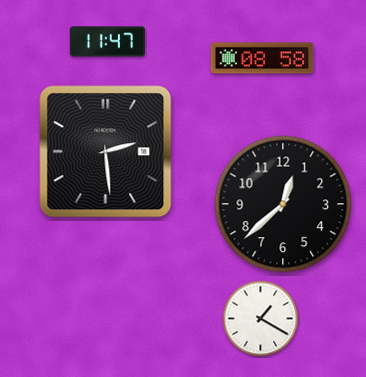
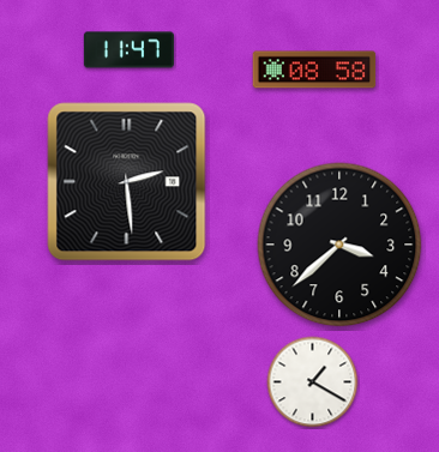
clock at (283, 204): 12:38 -> 3:38
